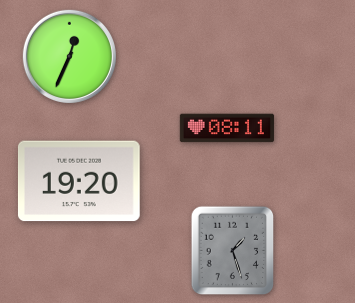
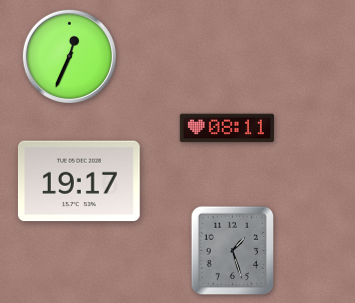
clock at (79, 181): 19:20 -> 19:17
